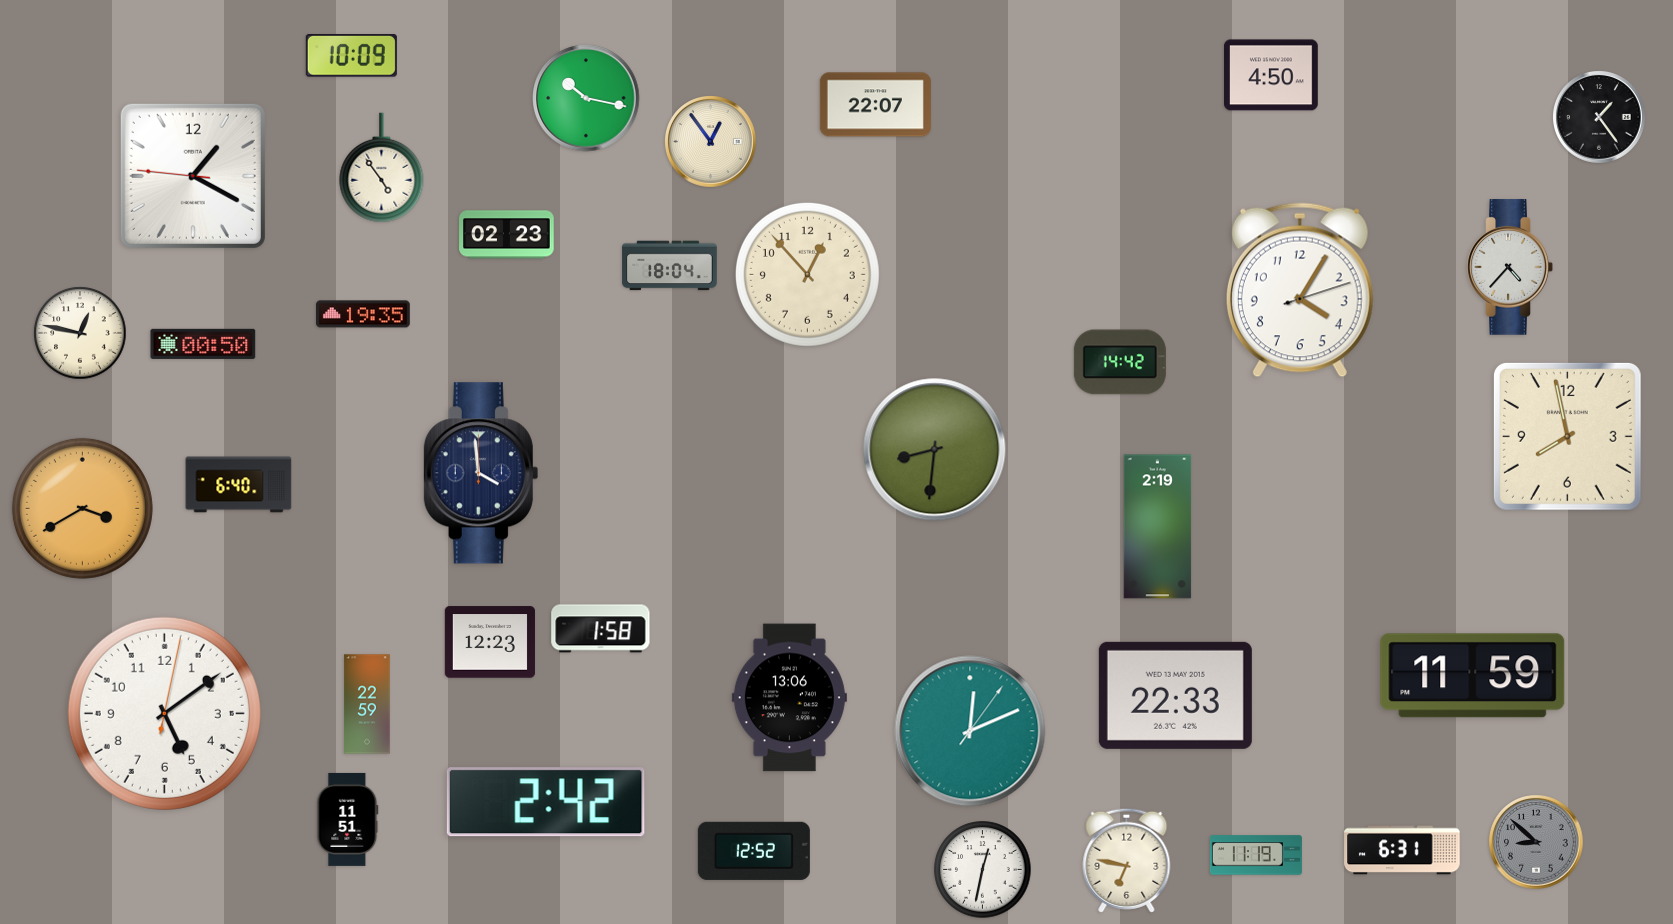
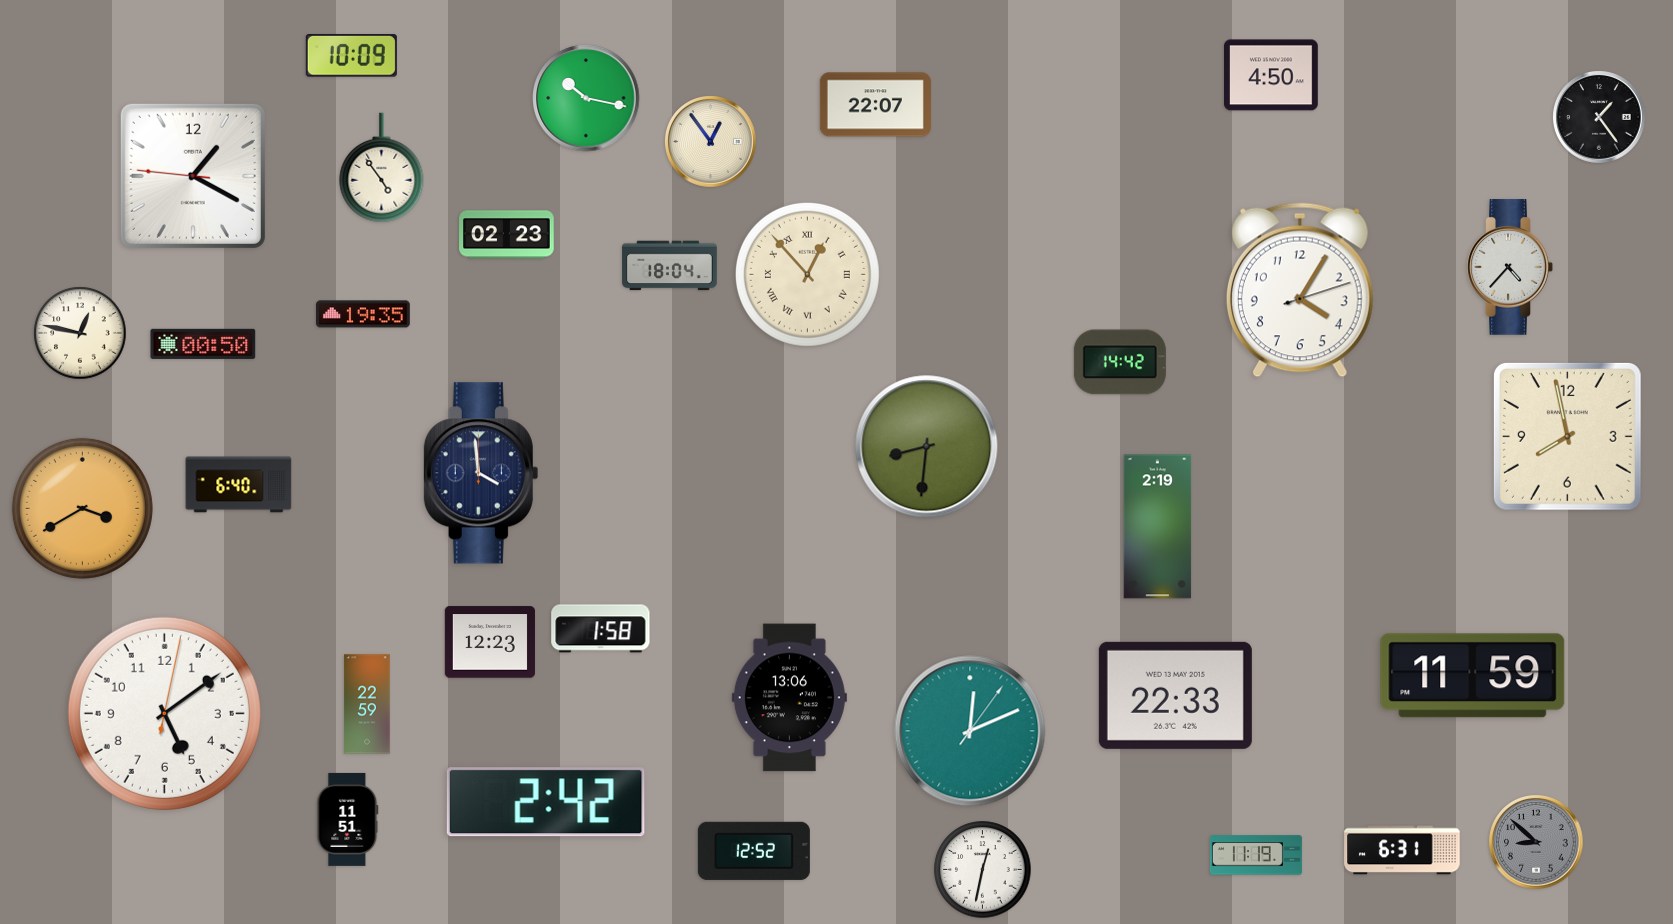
clock at (807, 274) numerals: Arabic -> Roman
clock at (935, 450) position: (935, 450) -> (927, 447)
clock at (1127, 860): 6:47 -> none
